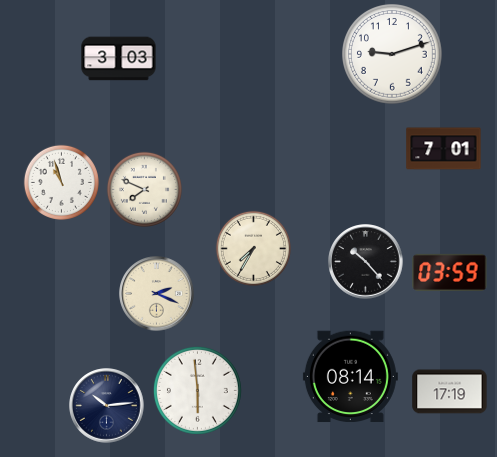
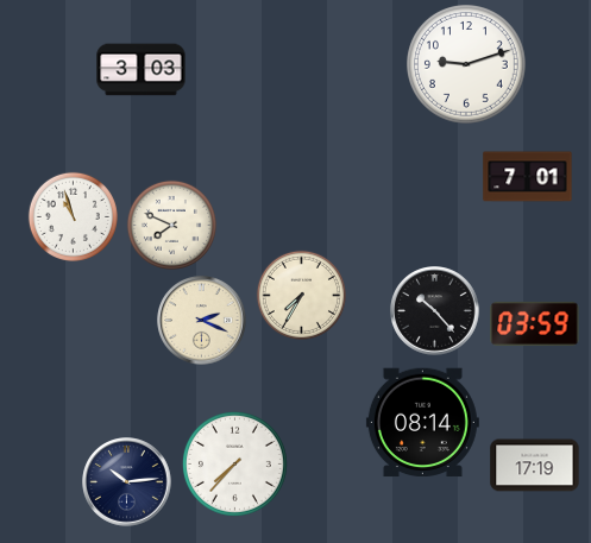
clock at (157, 294) position: (157, 294) -> (202, 321)
clock at (350, 377) position: (350, 377) -> (422, 423)
clock at (197, 390): 5:59 -> 7:37
